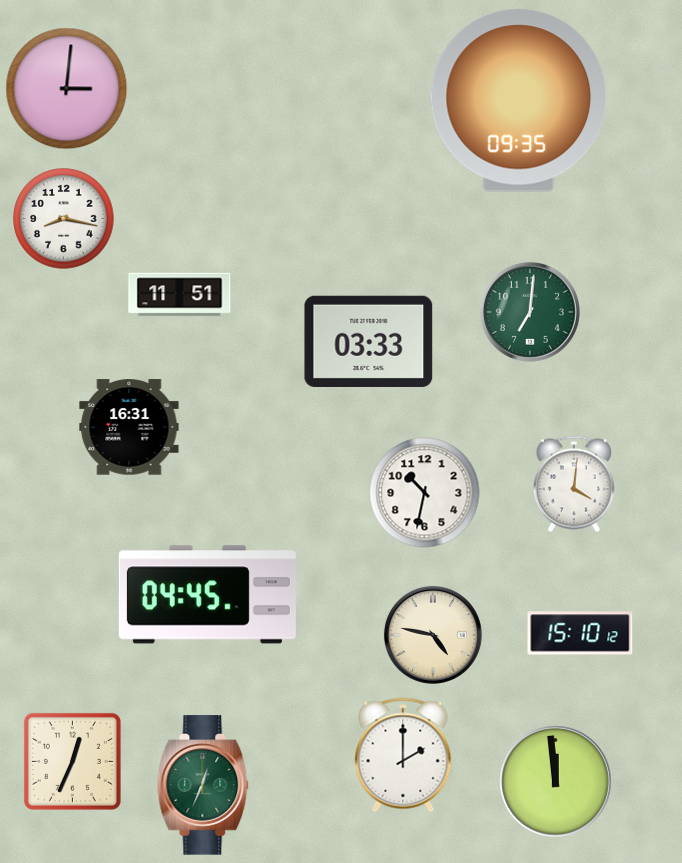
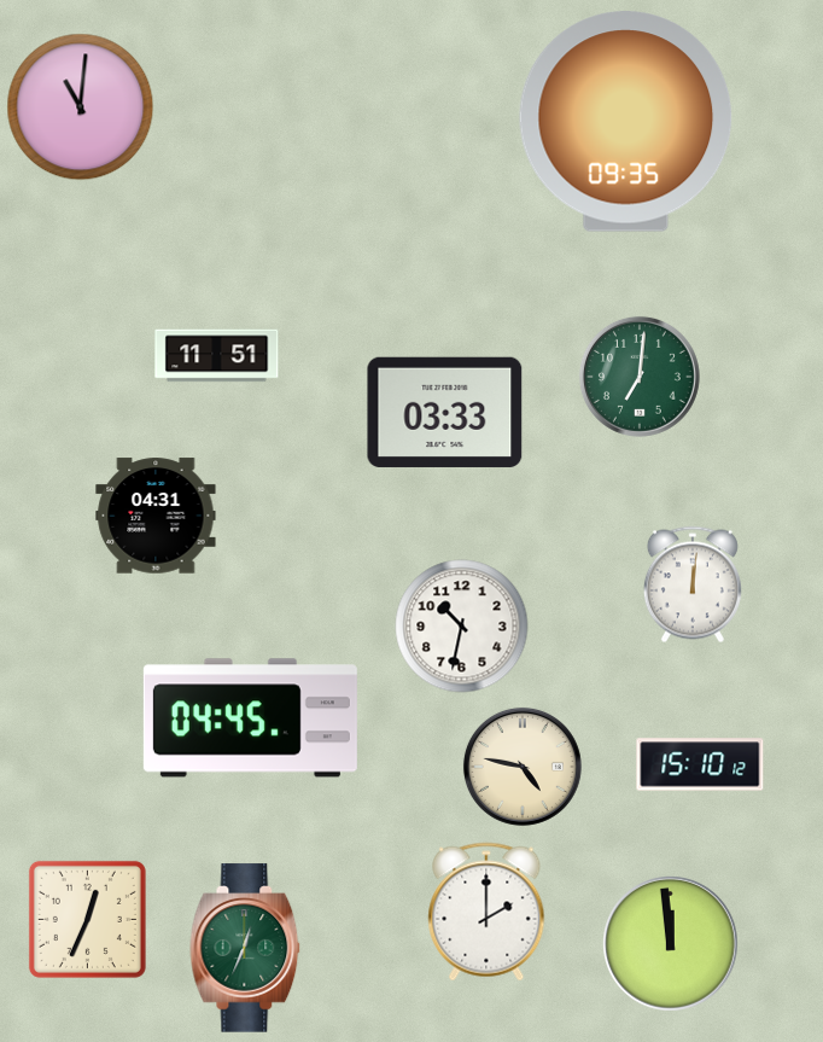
clock at (67, 89): 3:01 -> 11:01
clock at (64, 219): 8:17 -> none
clock at (129, 427): 16:31 -> 04:31
clock at (574, 484): 4:01 -> 12:01
clock at (425, 493) position: (425, 493) -> (462, 627)
